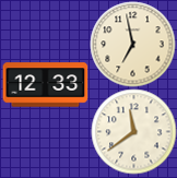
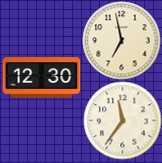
clock at (45, 85): 12:33 -> 12:30
clock at (133, 131): 11:39 -> 11:36
